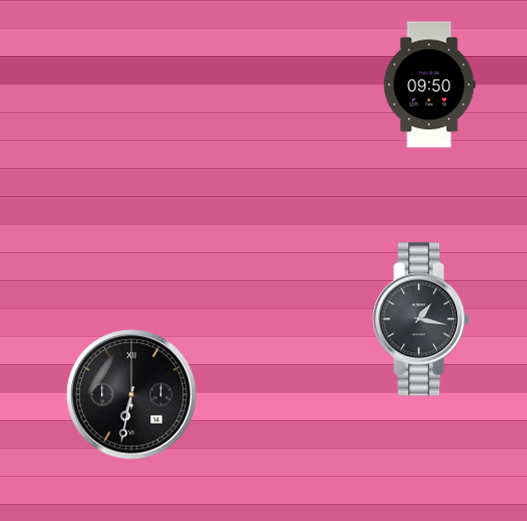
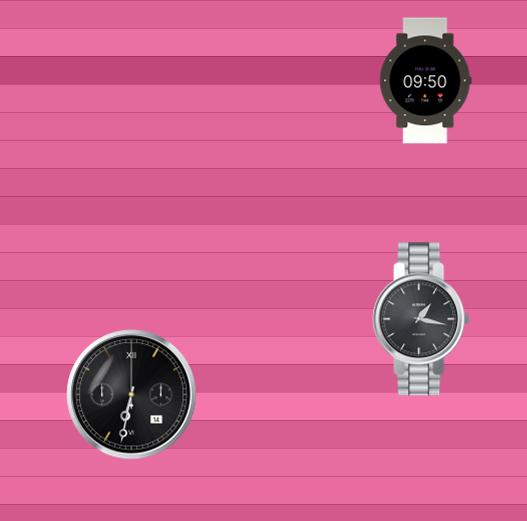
clock at (430, 85) position: (430, 85) -> (426, 81)
